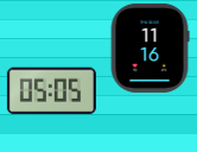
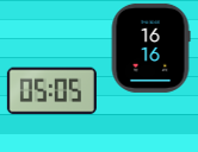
clock at (150, 47): 11:16 -> 16:16
